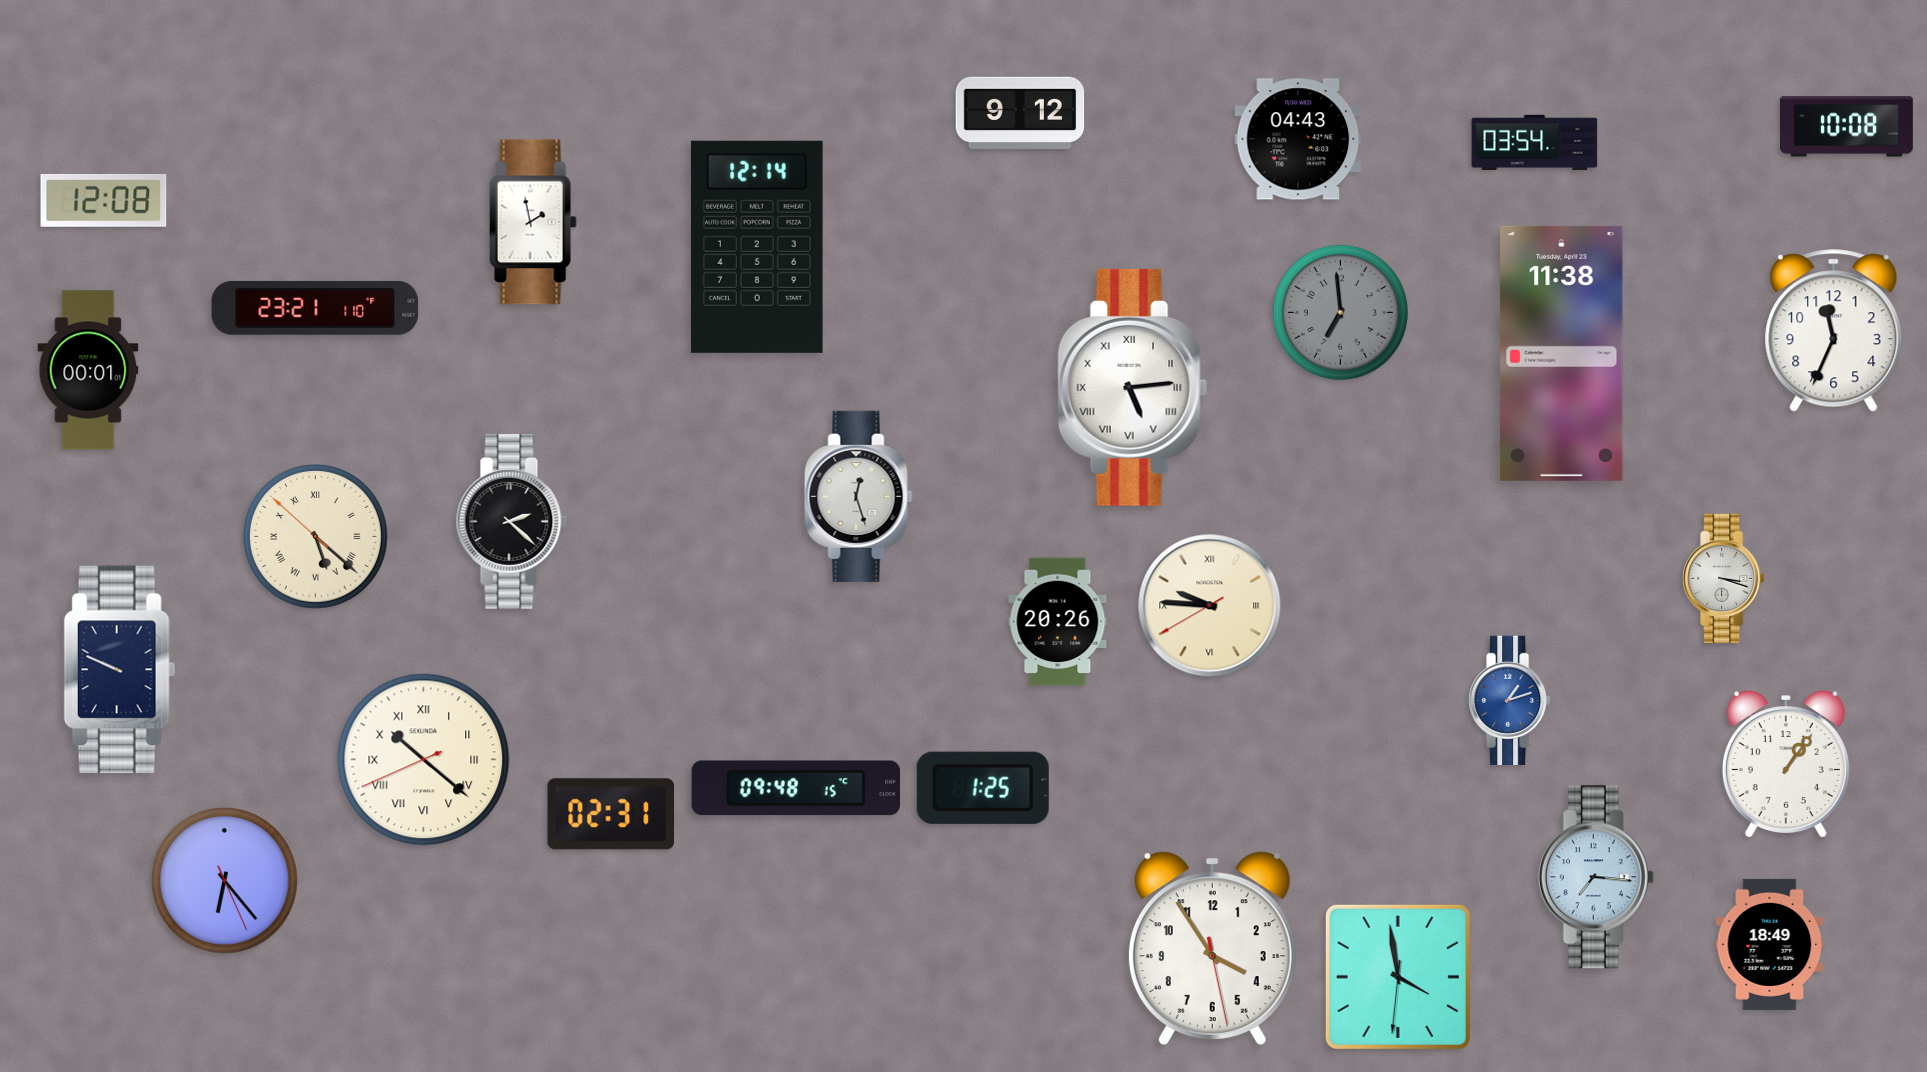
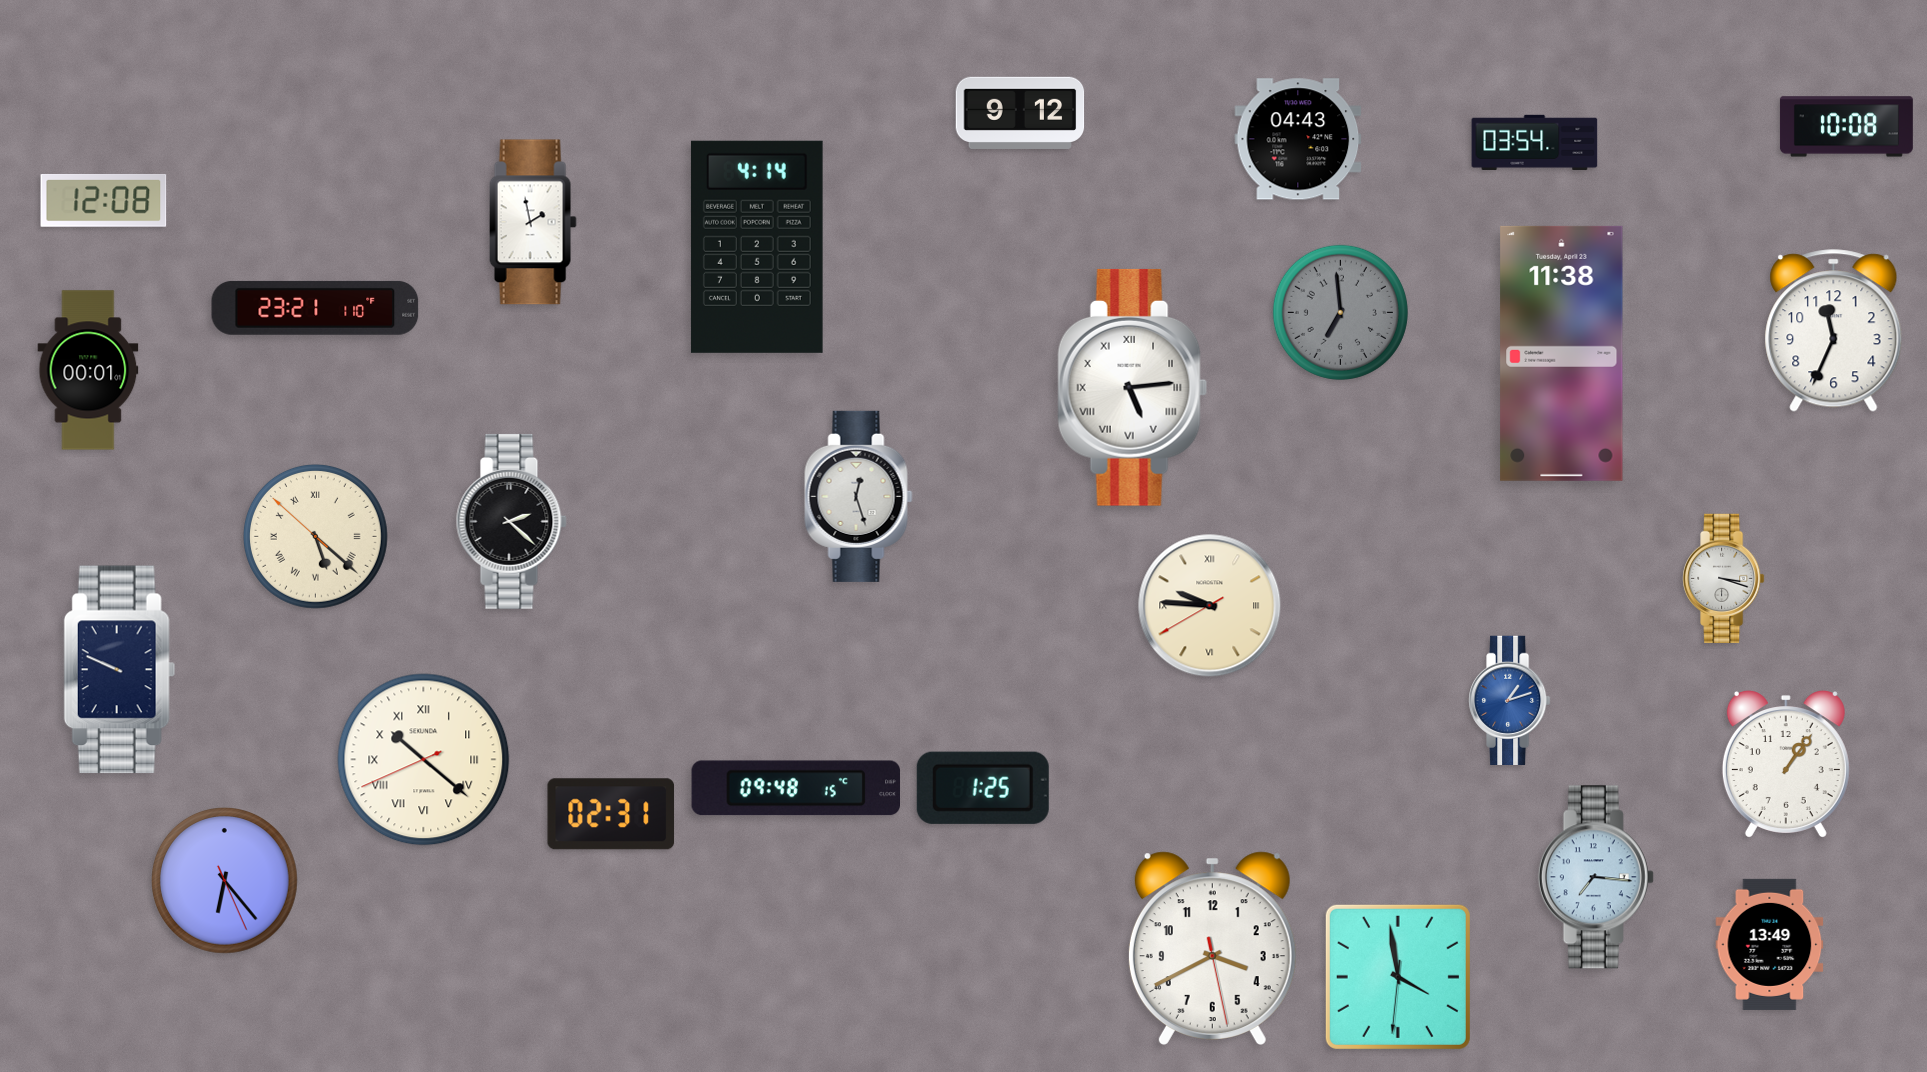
clock at (757, 247): 12:14 -> 4:14
clock at (1058, 622): 20:26 -> none
clock at (1770, 944): 18:49 -> 13:49
clock at (1212, 948): 3:54 -> 3:40
